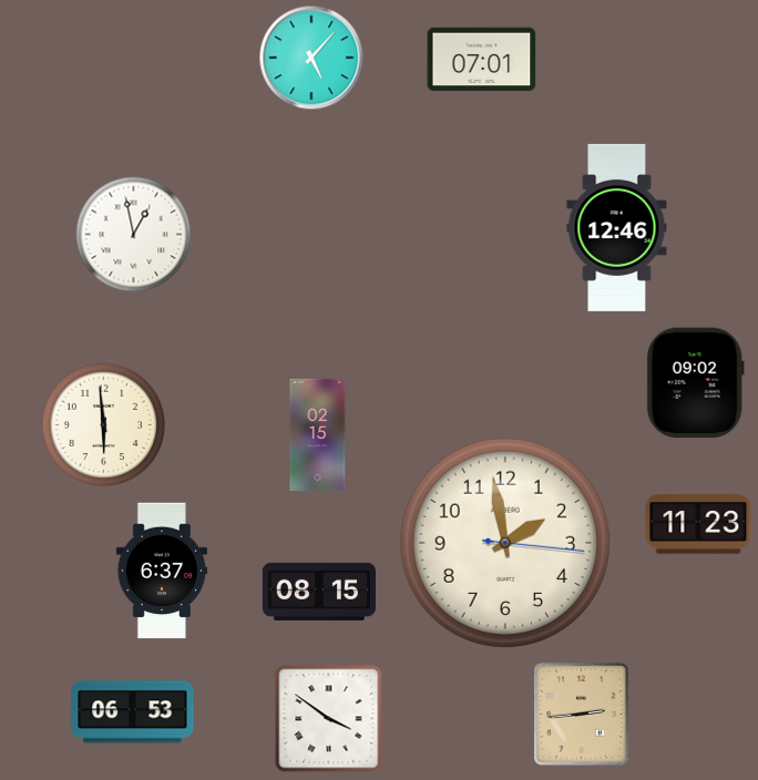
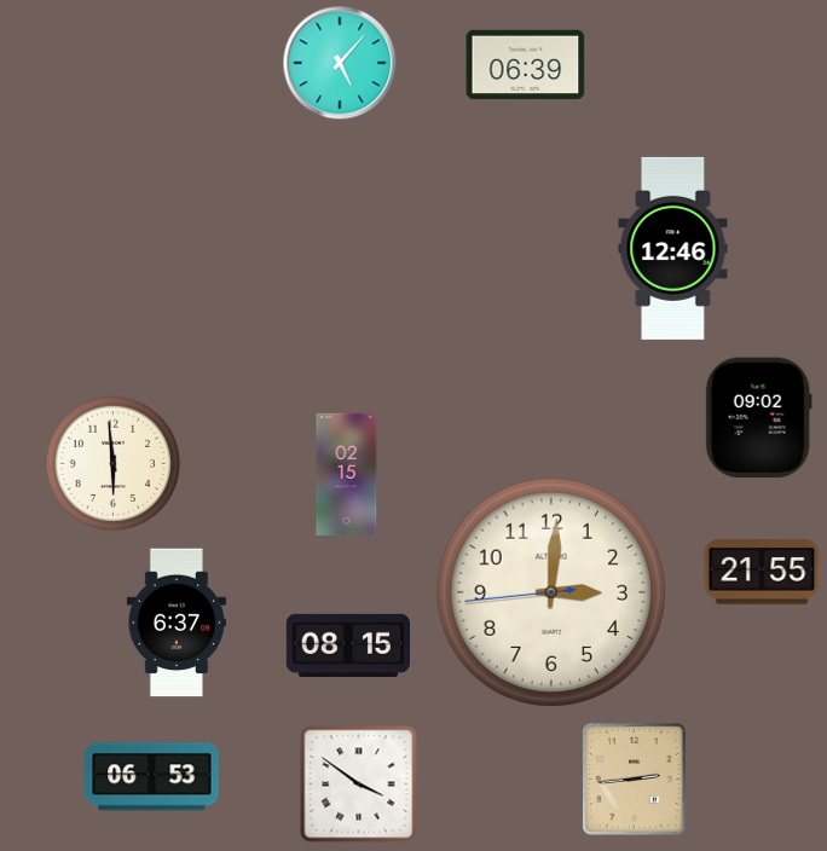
clock at (482, 60): 07:01 -> 06:39
clock at (134, 235): 12:58 -> none
clock at (698, 524): 11:23 -> 21:55
clock at (504, 542): 1:58 -> 3:00
clock at (133, 712) position: (133, 712) -> (152, 777)
